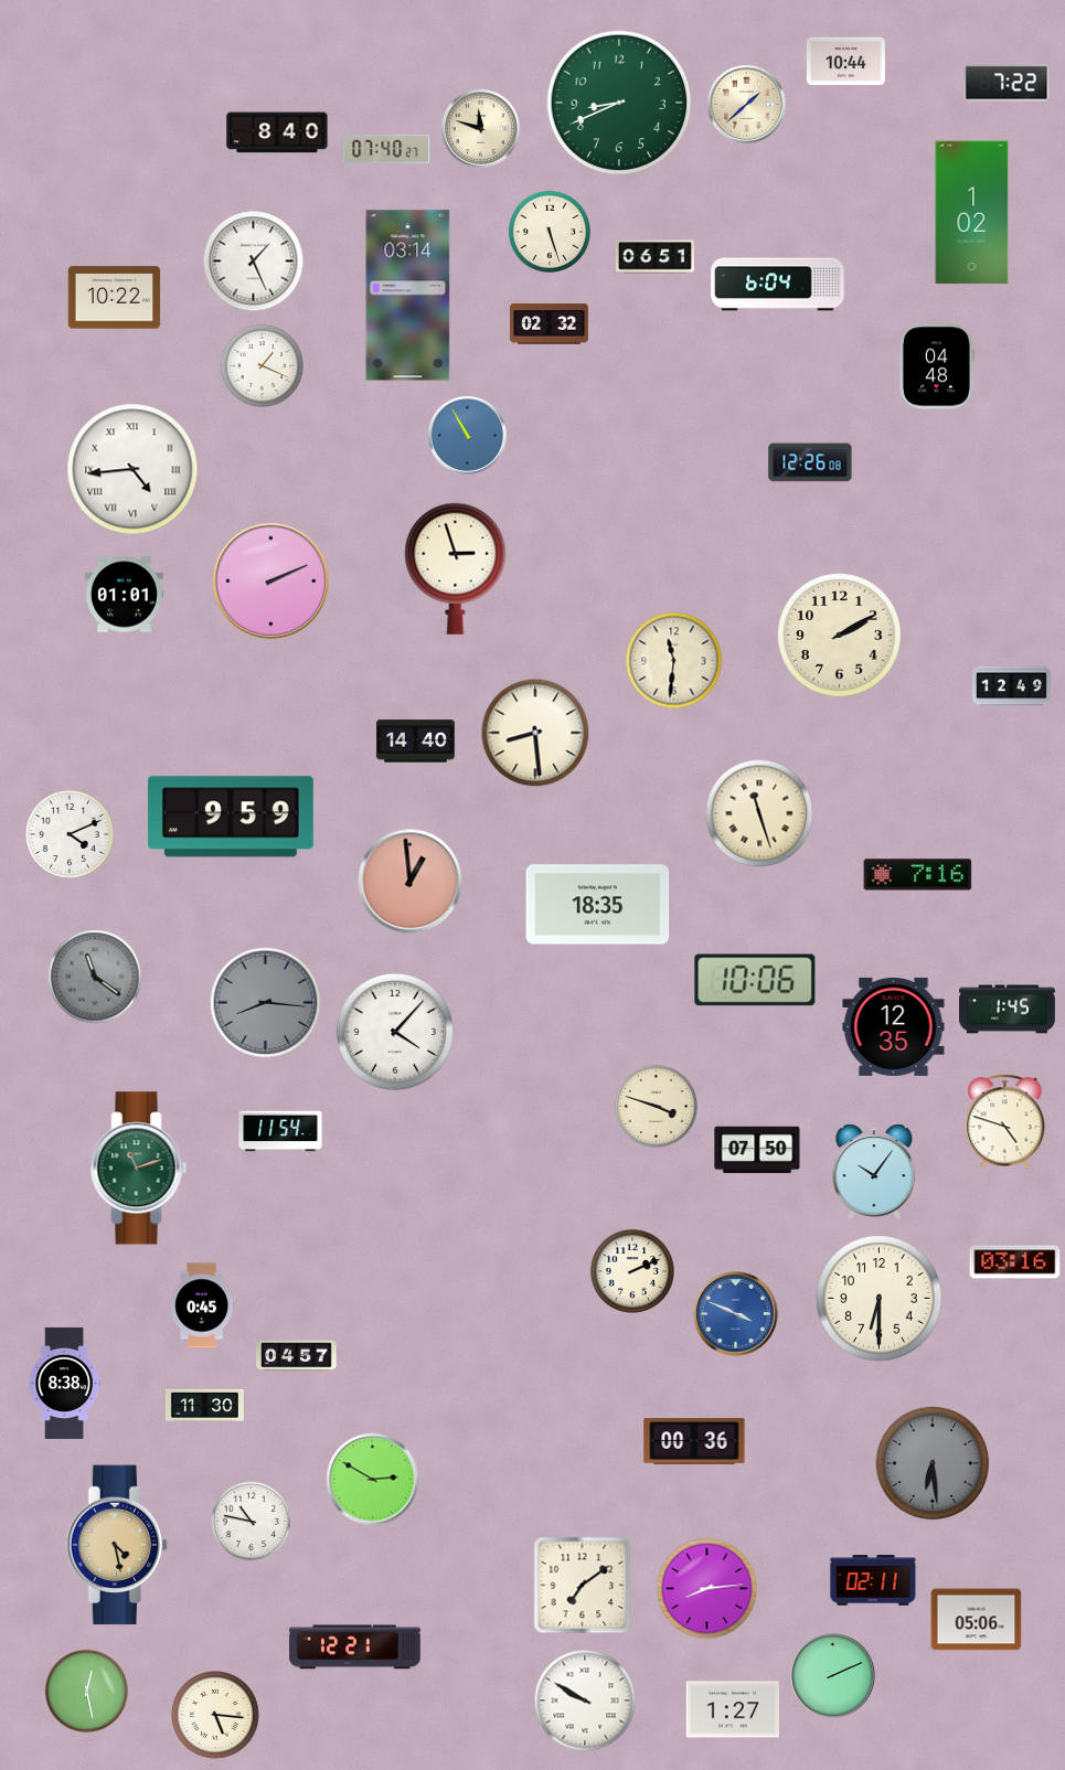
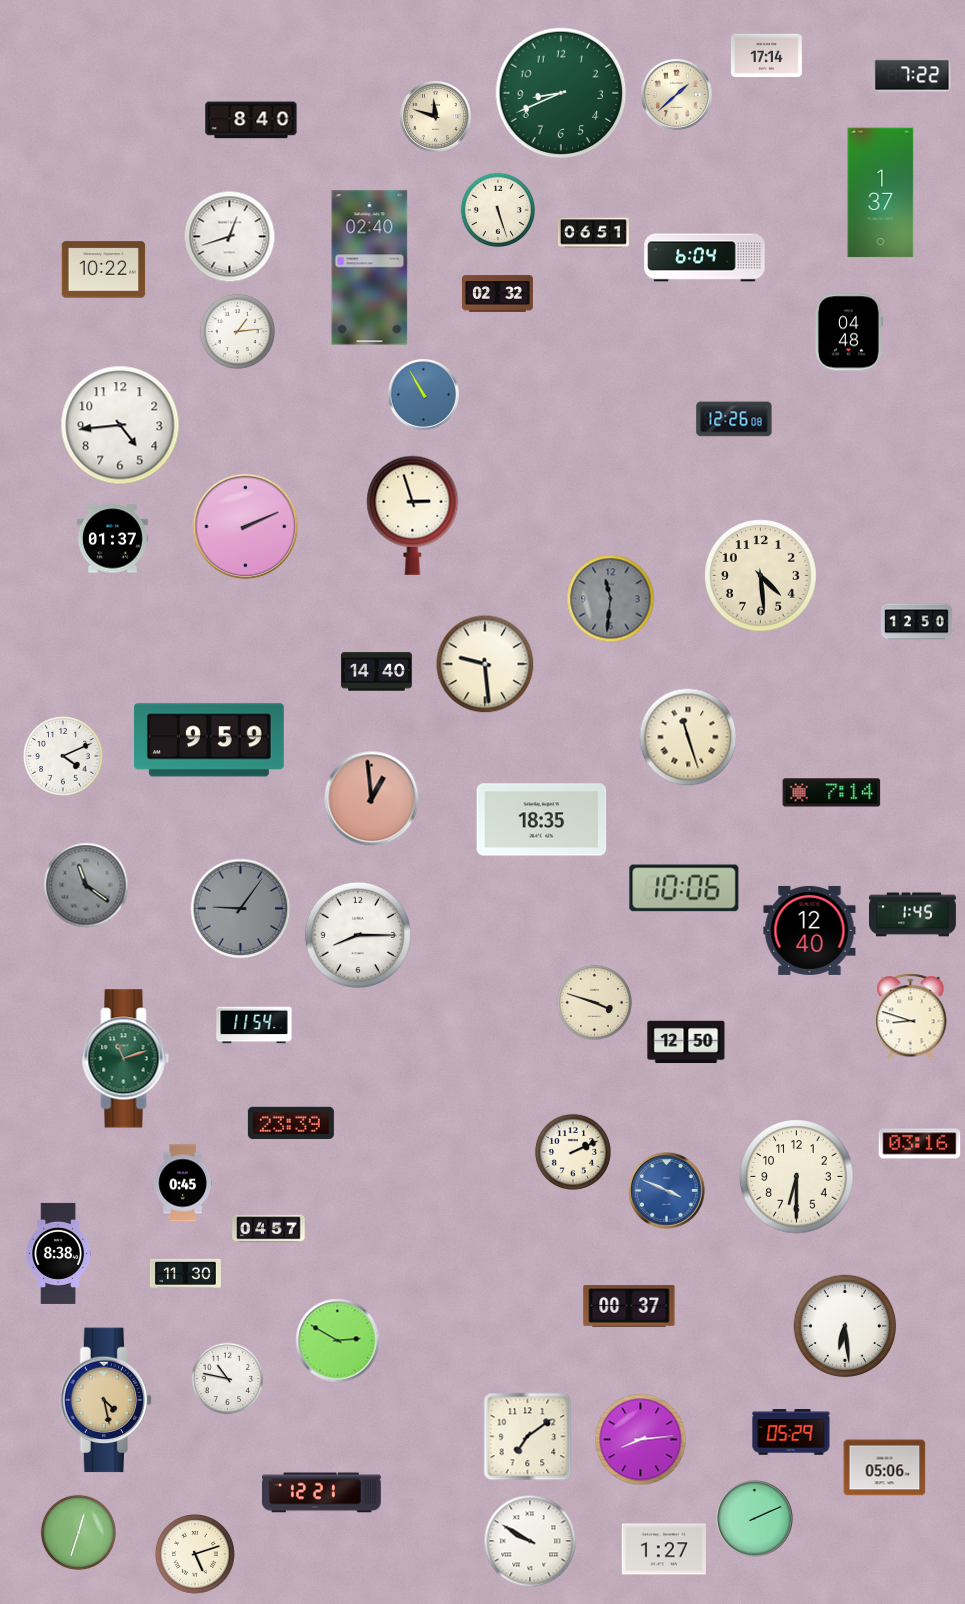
clock at (845, 61): 10:44 -> 17:14
clock at (386, 149): 07:40 -> none
clock at (972, 213): 1:02 -> 1:37
clock at (254, 262): 1:26 -> 12:42
clock at (408, 296): 03:14 -> 02:40
clock at (262, 365): 1:19 -> 1:14
clock at (132, 469) numerals: Roman -> Arabic
clock at (124, 595): 01:01 -> 01:37
clock at (840, 636): 2:10 -> 4:29
clock at (674, 661) dial: cream -> grey
clock at (1011, 686): 12:49 -> 12:50
clock at (535, 733): 8:29 -> 9:29
clock at (918, 875): 7:16 -> 7:14
clock at (266, 1003): 8:16 -> 9:06
clock at (894, 1026): 12:35 -> 12:40
clock at (395, 1032): 4:07 -> 8:15
clock at (1005, 1122): 4:48 -> 8:48
clock at (757, 1150): 07:50 -> 12:50
clock at (874, 1172): 10:06 -> none
clock at (291, 1122): none -> 23:39
clock at (694, 1441): 00:36 -> 00:37
clock at (933, 1463) dial: grey -> white
clock at (873, 1580): 02:11 -> 05:29
clock at (86, 1691): 12:28 -> 12:33
clock at (216, 1716): 5:16 -> 5:12
